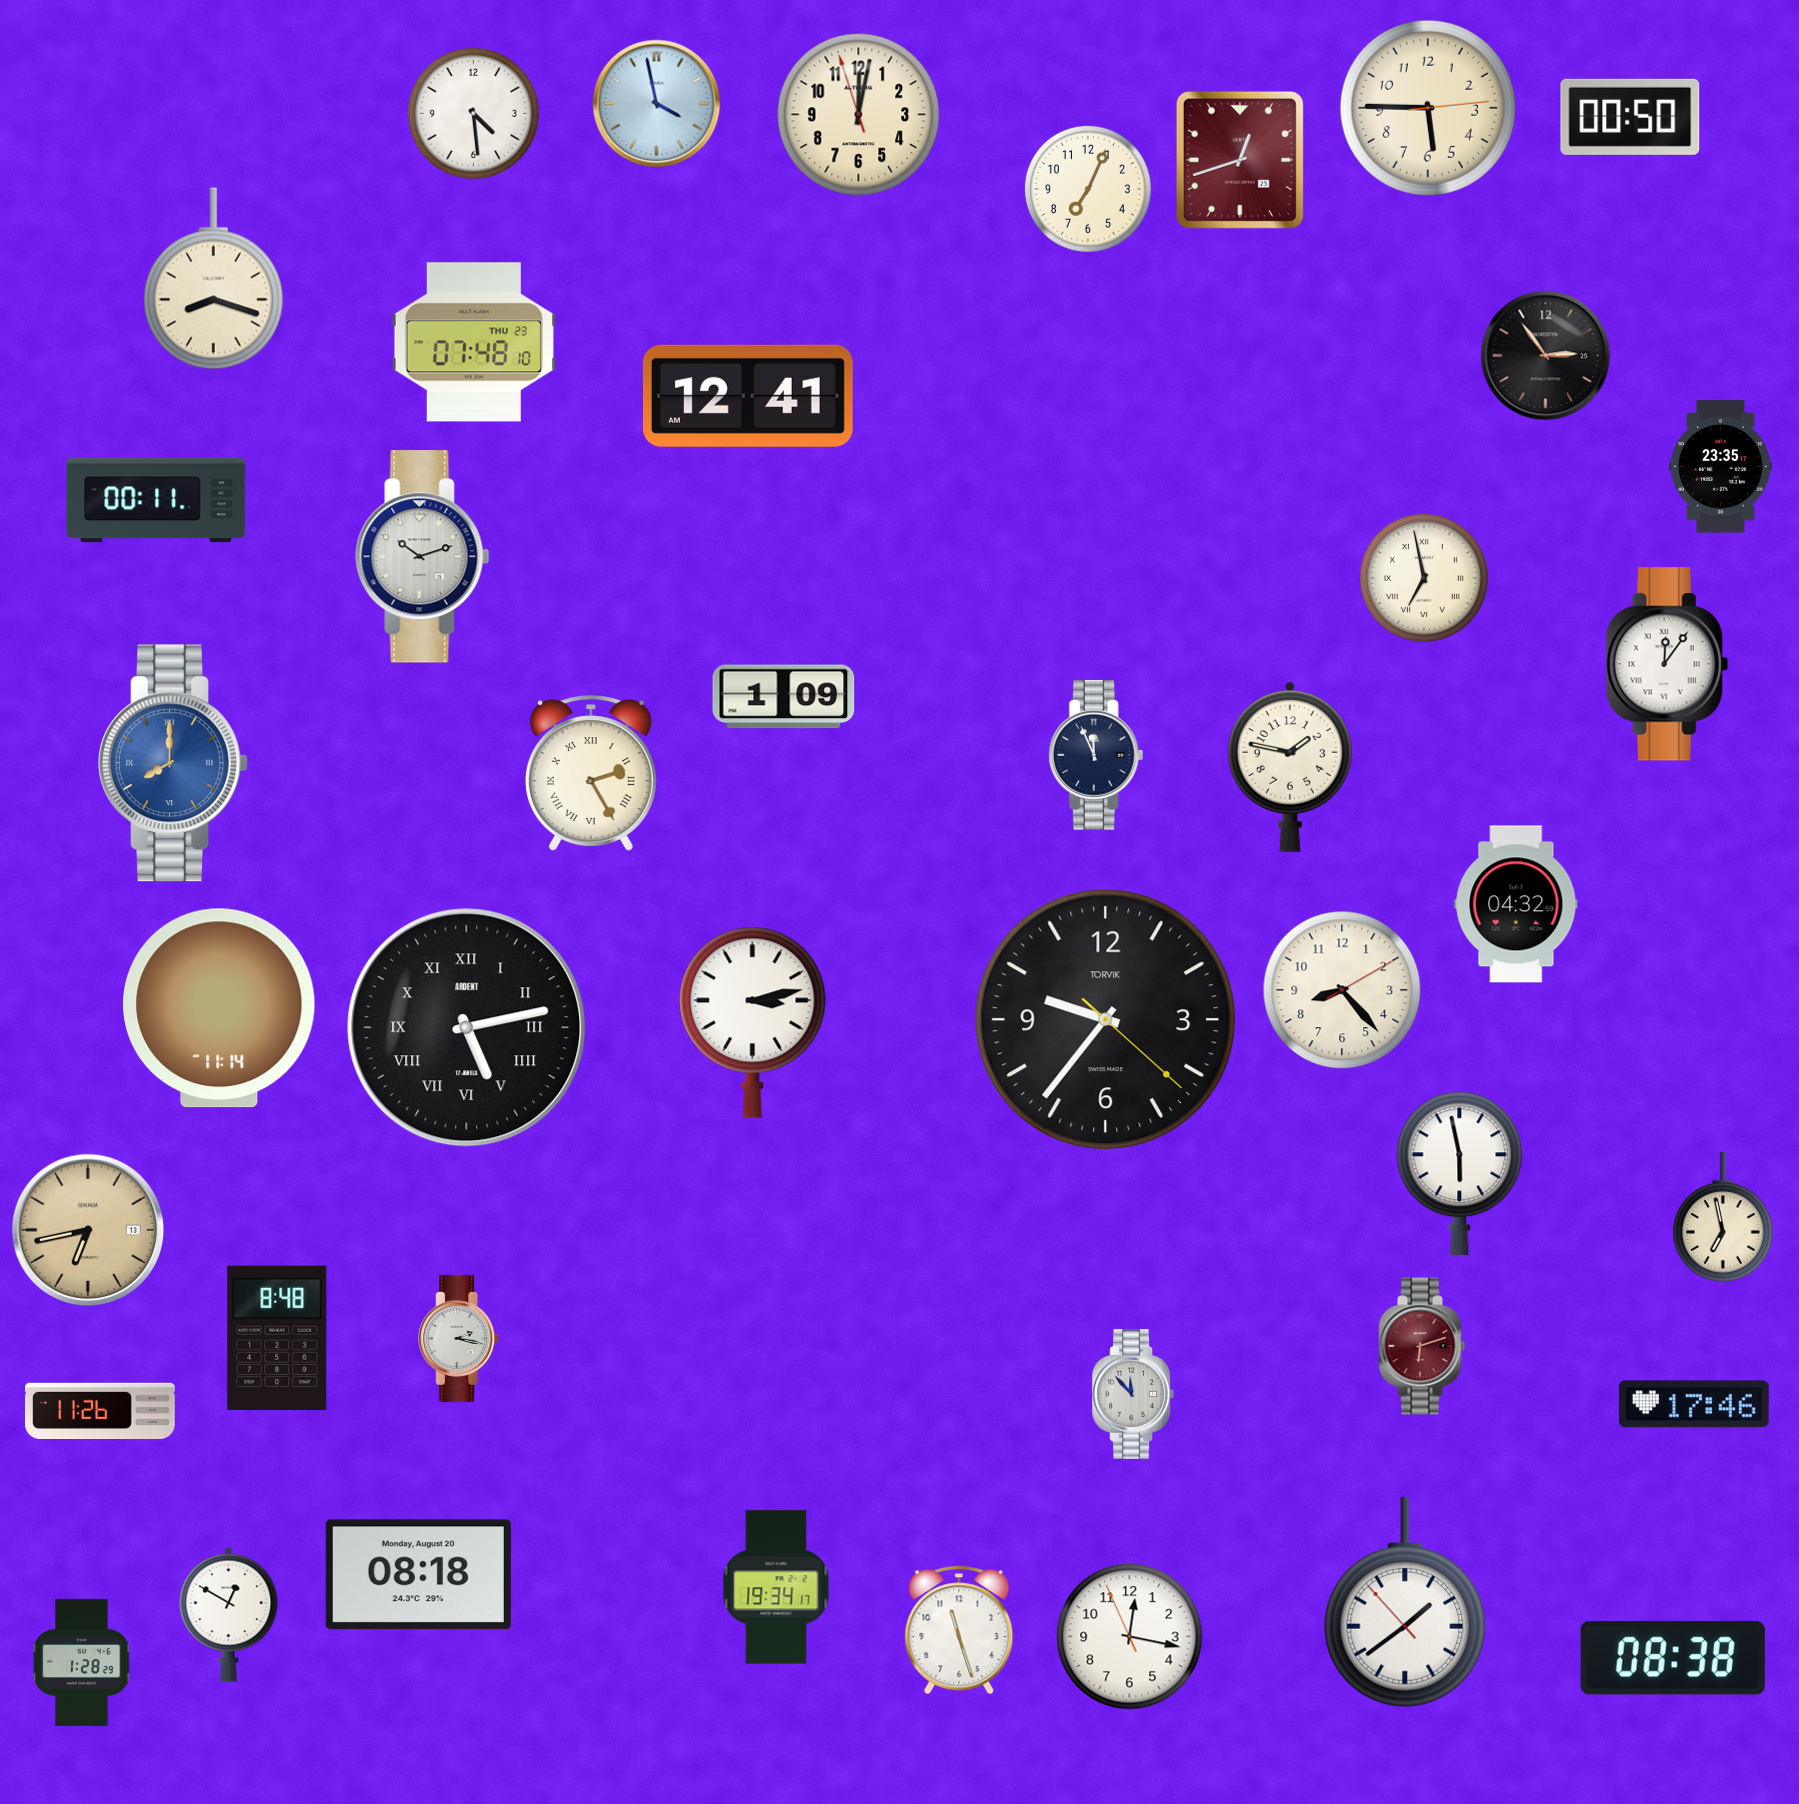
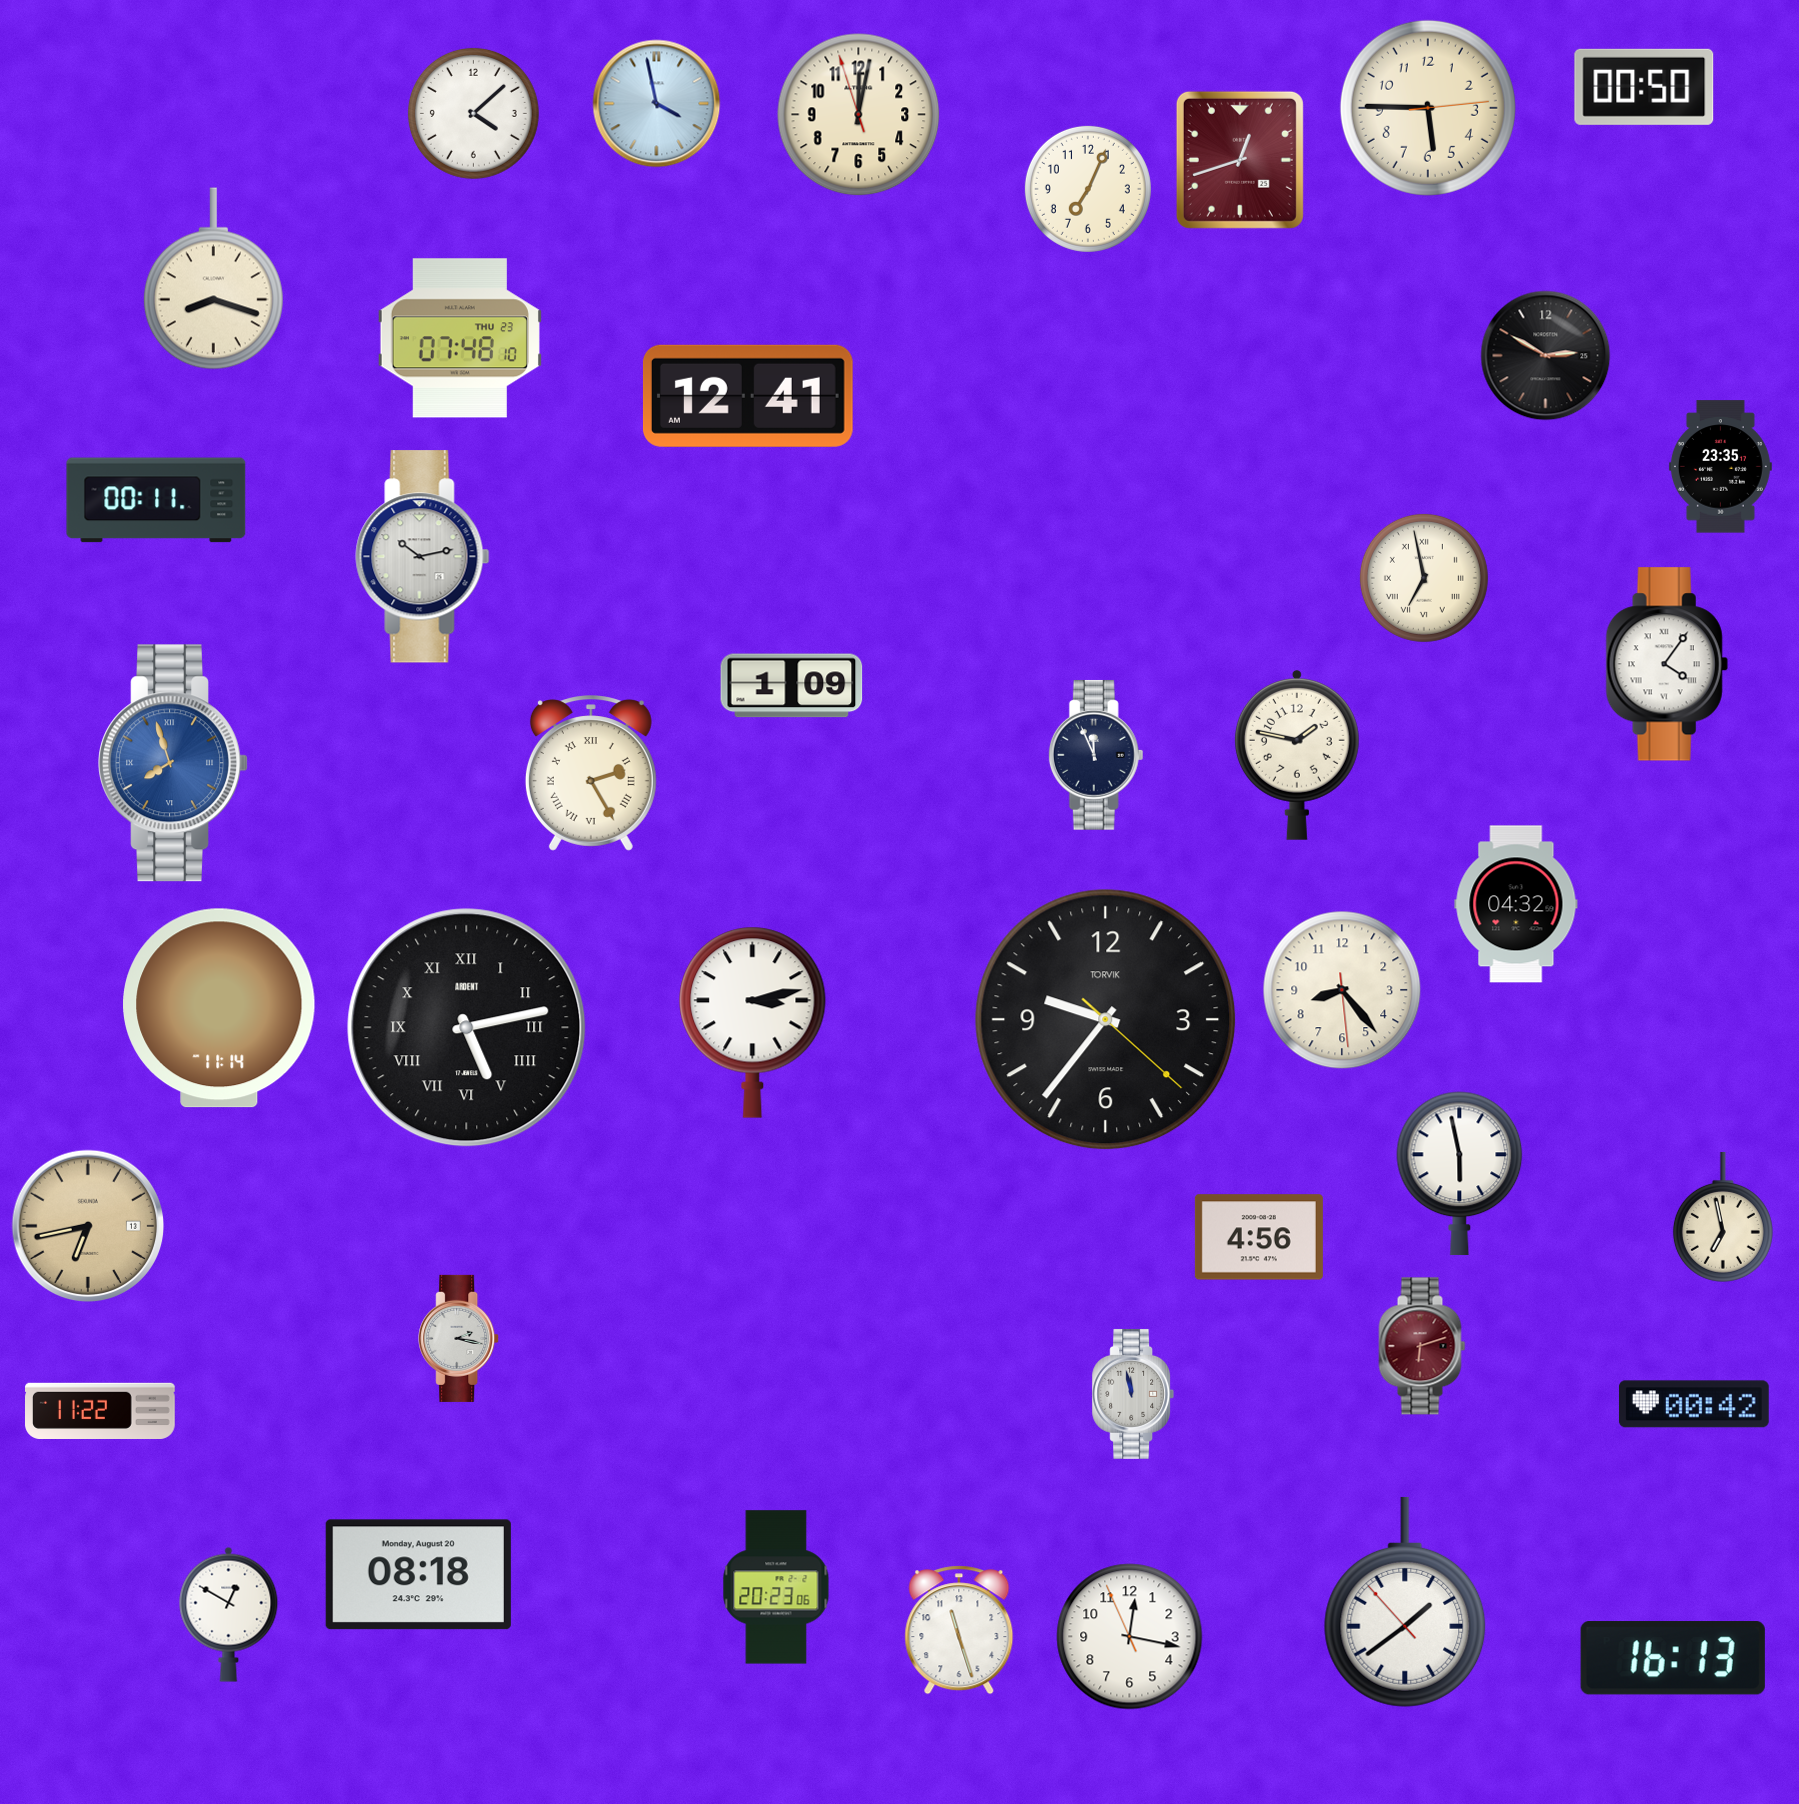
clock at (473, 113): 4:29 -> 4:08
clock at (1630, 117) position: (1630, 117) -> (1644, 87)
clock at (474, 342) position: (474, 342) -> (460, 338)
clock at (1546, 356): 2:54 -> 2:50
clock at (423, 557): 10:12 -> 10:13
clock at (1667, 664): 12:06 -> 4:06
clock at (784, 697) position: (784, 697) -> (792, 686)
clock at (173, 763): 8:00 -> 7:57
clock at (1290, 767) position: (1290, 767) -> (1297, 755)
clock at (1342, 990): 8:23:10 -> 8:23:29
clock at (88, 1230) position: (88, 1230) -> (88, 1226)
clock at (1259, 1237): none -> 4:56
clock at (277, 1338): 8:48 -> none
clock at (1133, 1394): 11:53 -> 11:58
clock at (1694, 1404): 17:46 -> 00:42
clock at (101, 1410): 11:26 -> 11:22
clock at (776, 1587): 19:34 -> 20:23
clock at (1673, 1658): 08:38 -> 16:13
clock at (82, 1662): 1:28 -> none
